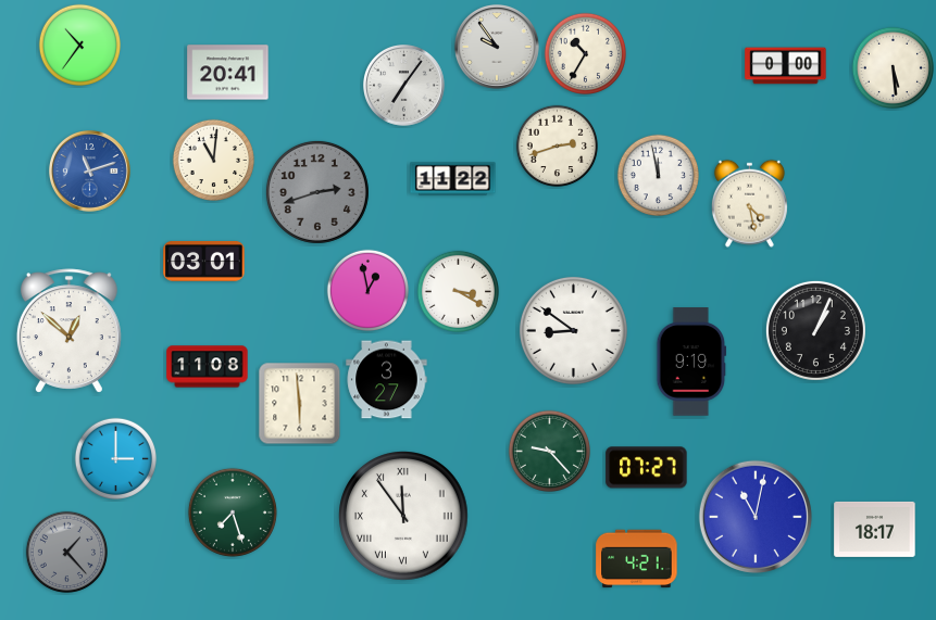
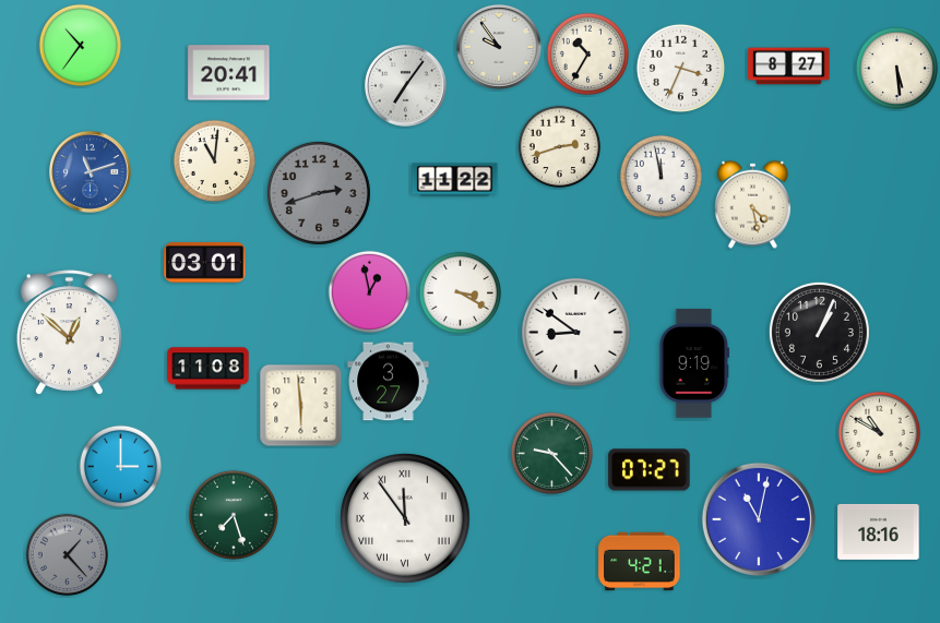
clock at (786, 66): 0:00 -> 8:27
clock at (680, 68): none -> 3:34
clock at (879, 432): none -> 10:50
clock at (115, 458) position: (115, 458) -> (120, 466)
clock at (875, 529): 18:17 -> 18:16
